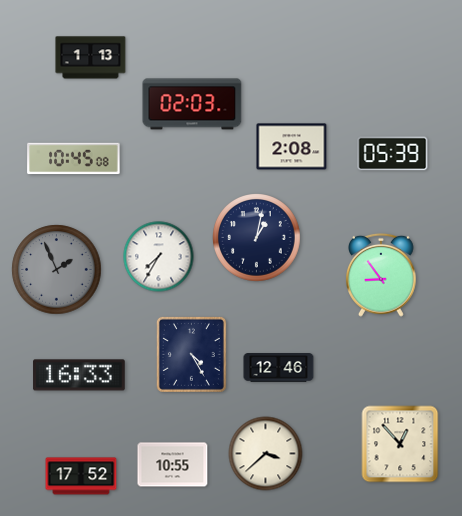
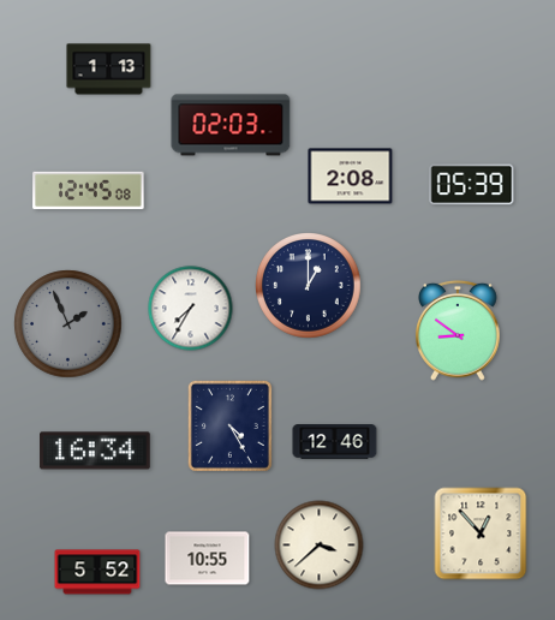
clock at (74, 159): 10:45 -> 12:45
clock at (257, 238): 1:02 -> 1:00
clock at (382, 275): 8:54 -> 8:51
clock at (79, 375): 16:33 -> 16:34
clock at (81, 476): 17:52 -> 5:52
